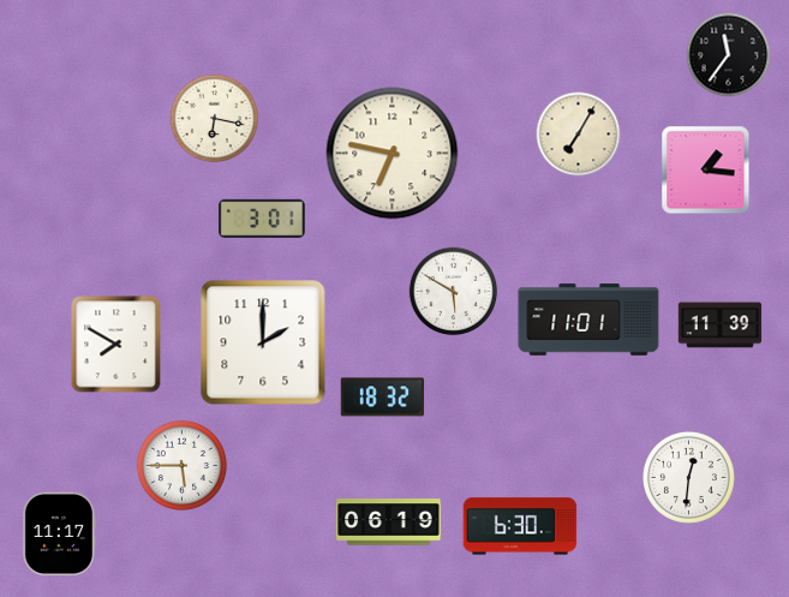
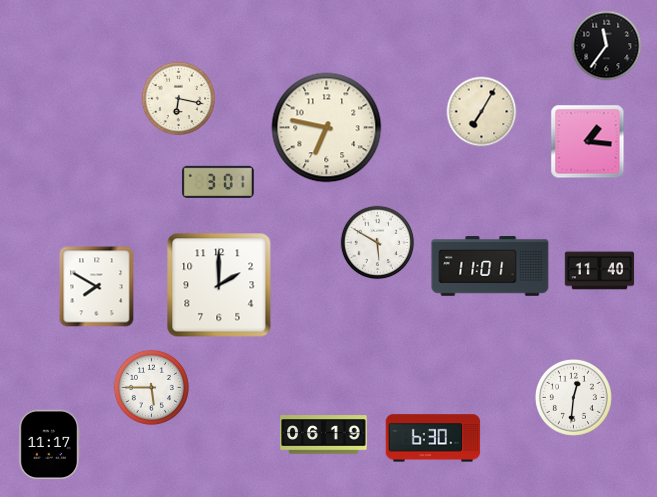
clock at (721, 326): 11:39 -> 11:40
clock at (383, 398): 18:32 -> none
